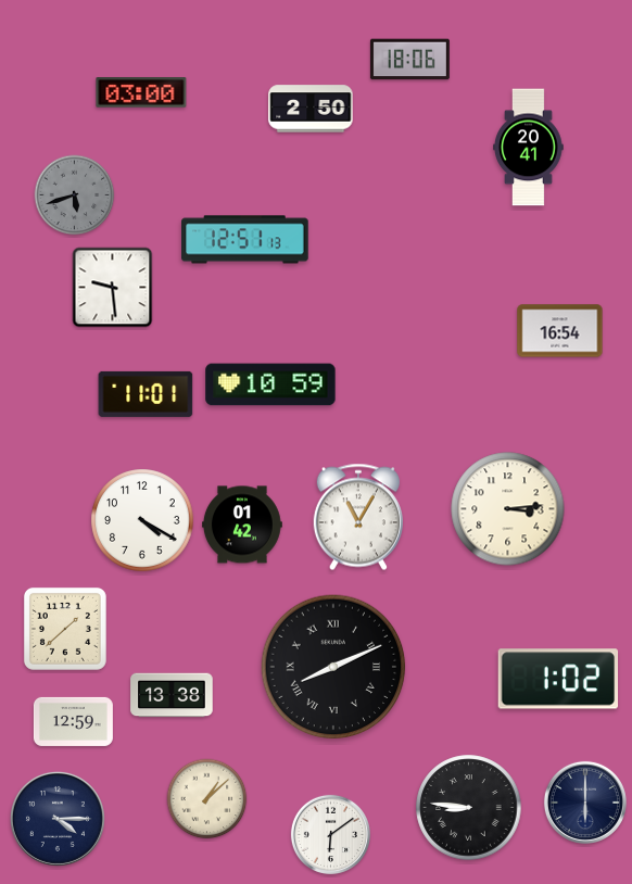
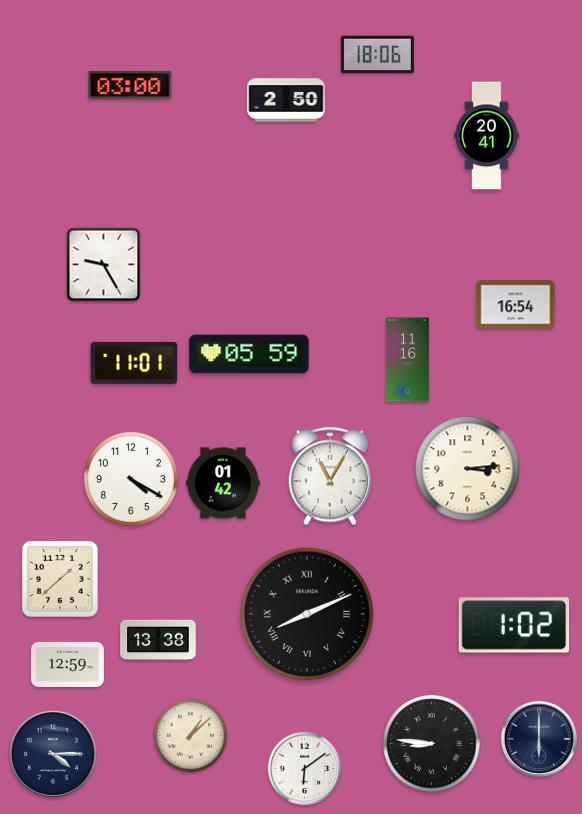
clock at (75, 195): 5:42 -> none
clock at (245, 240): 12:51 -> none
clock at (113, 288): 9:29 -> 9:25
clock at (270, 384): 10:59 -> 05:59
clock at (408, 360): none -> 11:16
